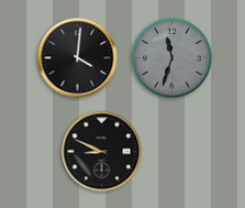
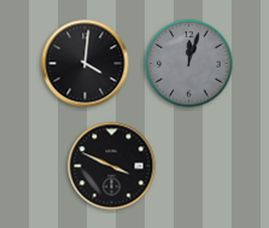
clock at (172, 58): 11:33 -> 12:03
clock at (102, 152): 8:49 -> 3:49
